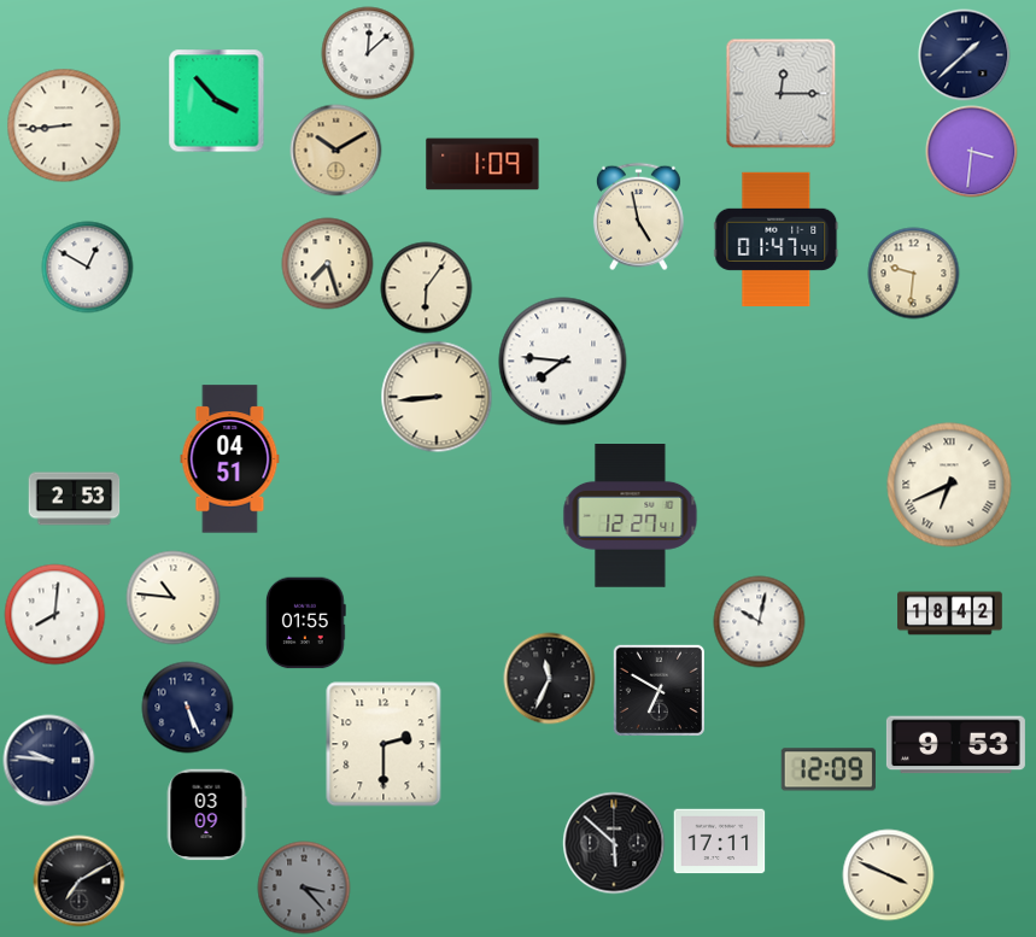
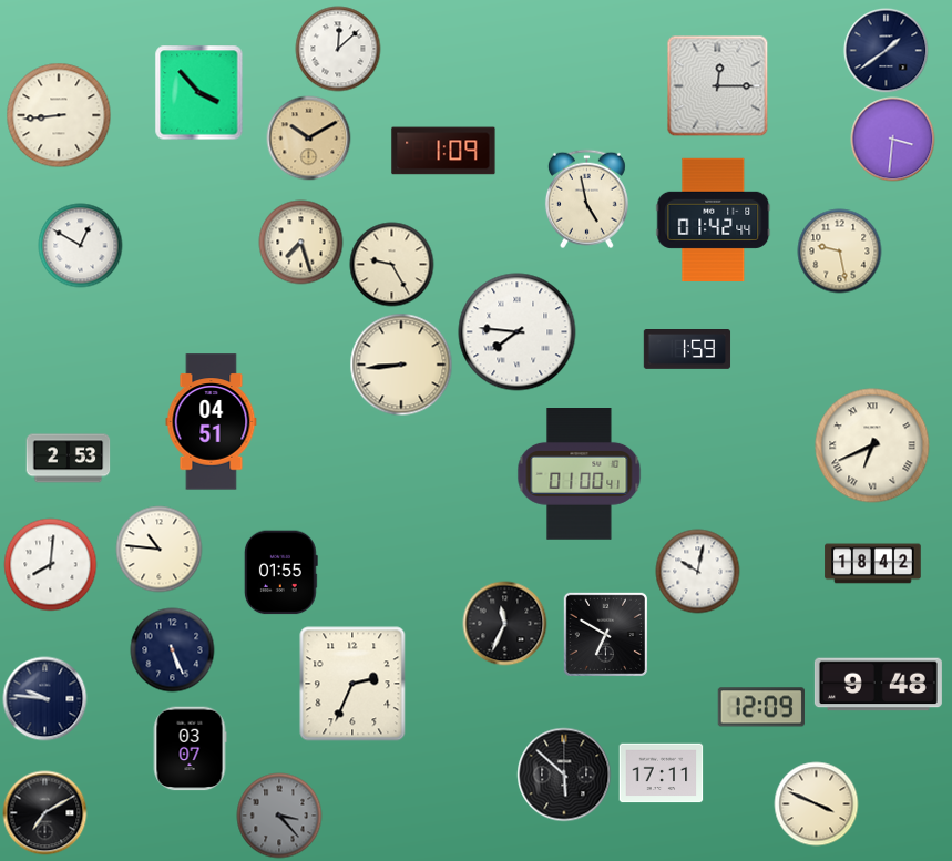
clock at (965, 55): 1:38 -> 1:39
clock at (777, 239): 01:47 -> 01:42
clock at (914, 274): 9:31 -> 9:28
clock at (427, 288): 6:06 -> 9:25
clock at (687, 350): none -> 1:59
clock at (631, 516): 12:27 -> 01:00
clock at (384, 744): 2:30 -> 2:34
clock at (955, 745): 9:53 -> 9:48
clock at (206, 815): 03:09 -> 03:07
clock at (80, 882) position: (80, 882) -> (45, 813)
